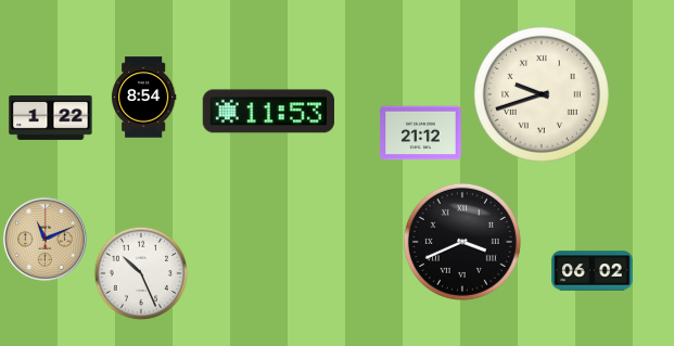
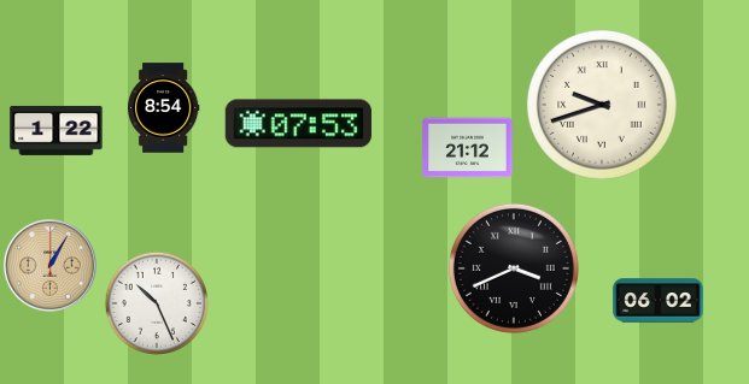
clock at (143, 98) position: (143, 98) -> (163, 108)
clock at (268, 112): 11:53 -> 07:53
clock at (44, 239): 11:11 -> 1:05
